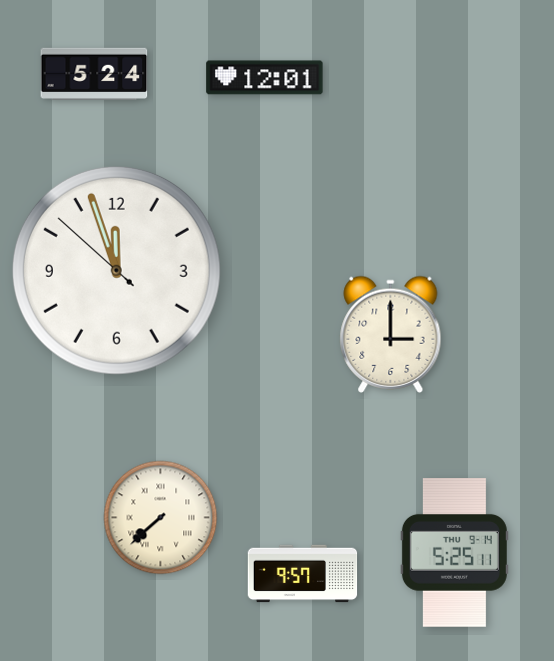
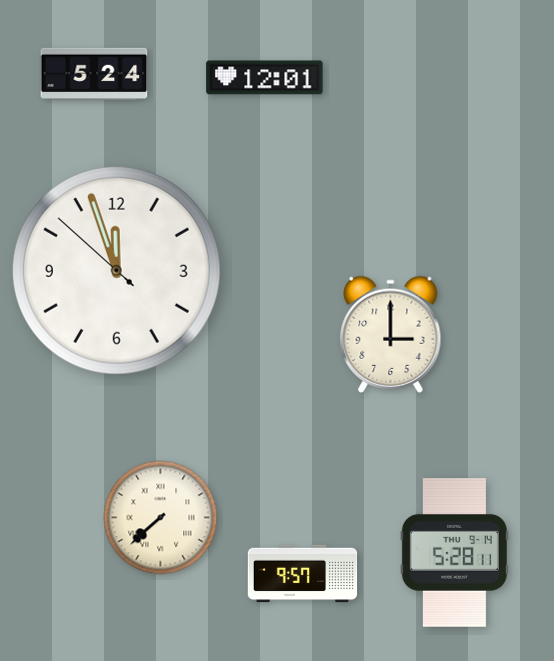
clock at (454, 553): 5:25 -> 5:28
